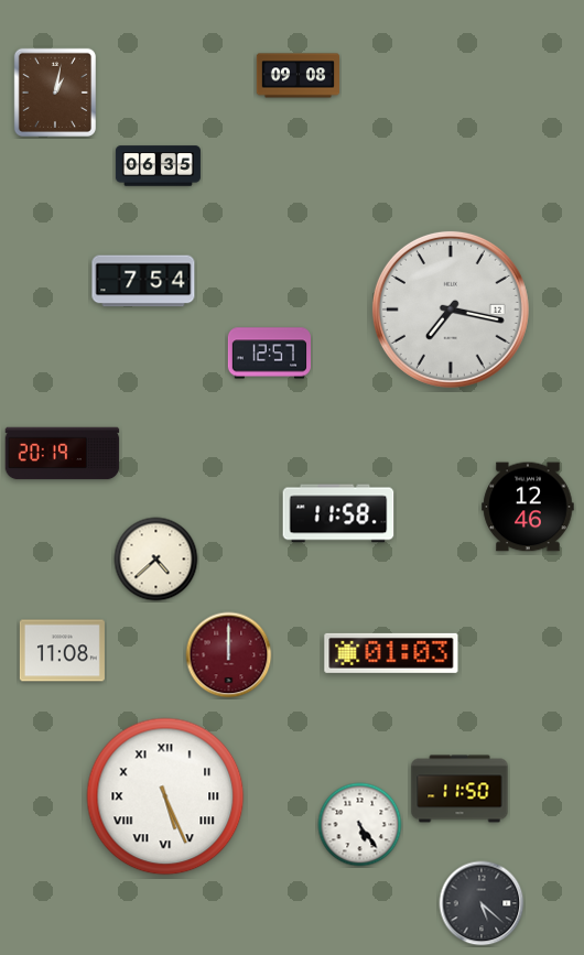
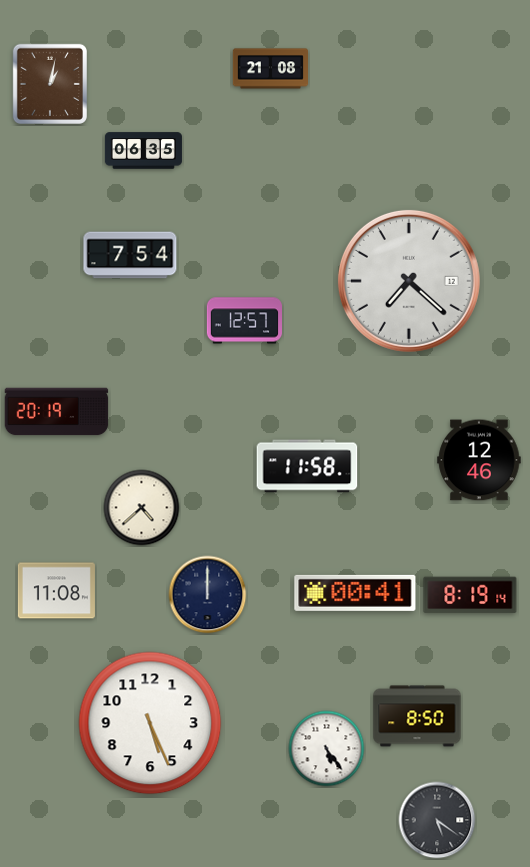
clock at (299, 76): 09:08 -> 21:08
clock at (451, 310): 7:17 -> 7:22
clock at (391, 653): 01:03 -> 00:41
clock at (229, 655) dial: burgundy -> navy
clock at (470, 595): none -> 8:19
clock at (459, 789): 11:50 -> 8:50
clock at (165, 796) numerals: Roman -> Arabic
clock at (482, 903): 5:22 -> 5:21
